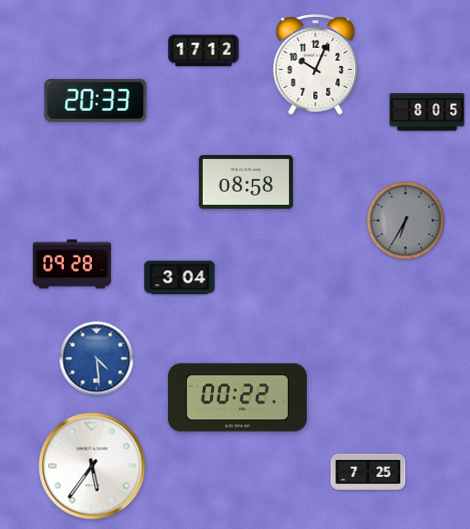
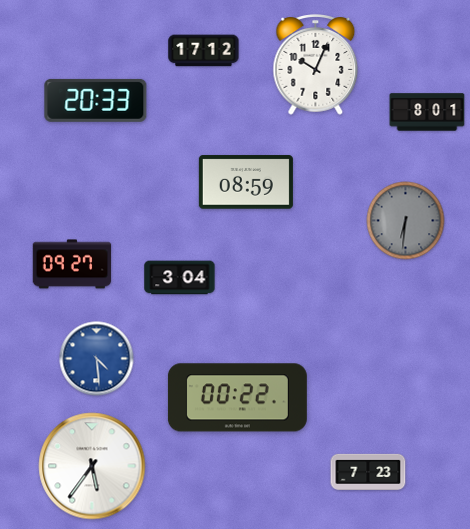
clock at (427, 112): 8:05 -> 8:01
clock at (246, 182): 08:58 -> 08:59
clock at (406, 221): 6:35 -> 6:31
clock at (72, 264): 09:28 -> 09:27
clock at (368, 472): 7:25 -> 7:23
